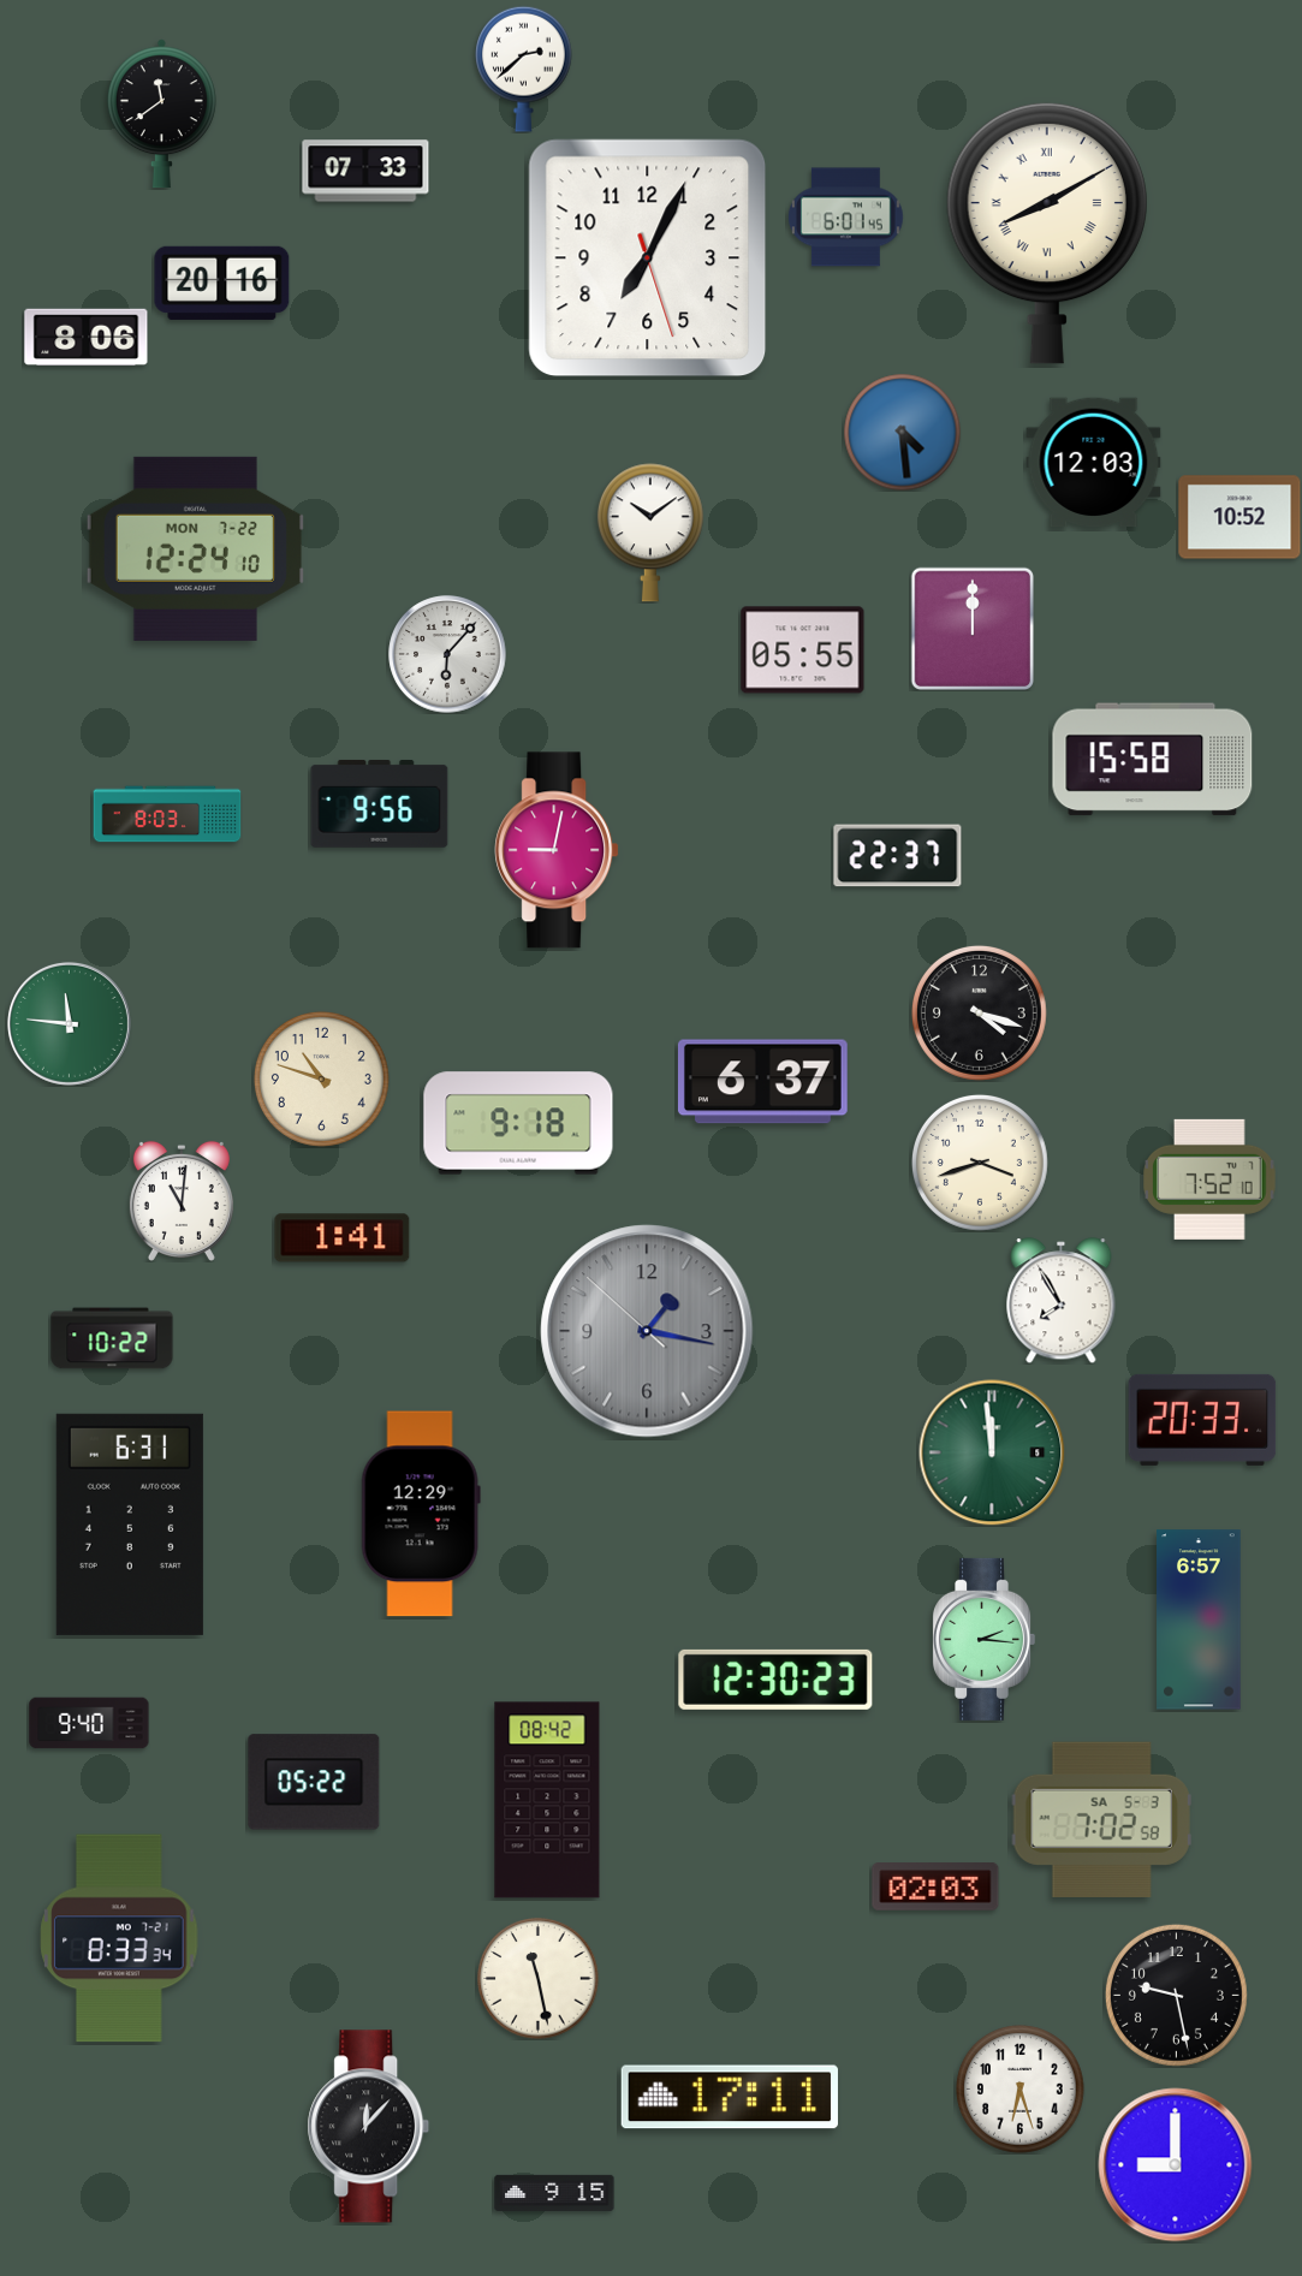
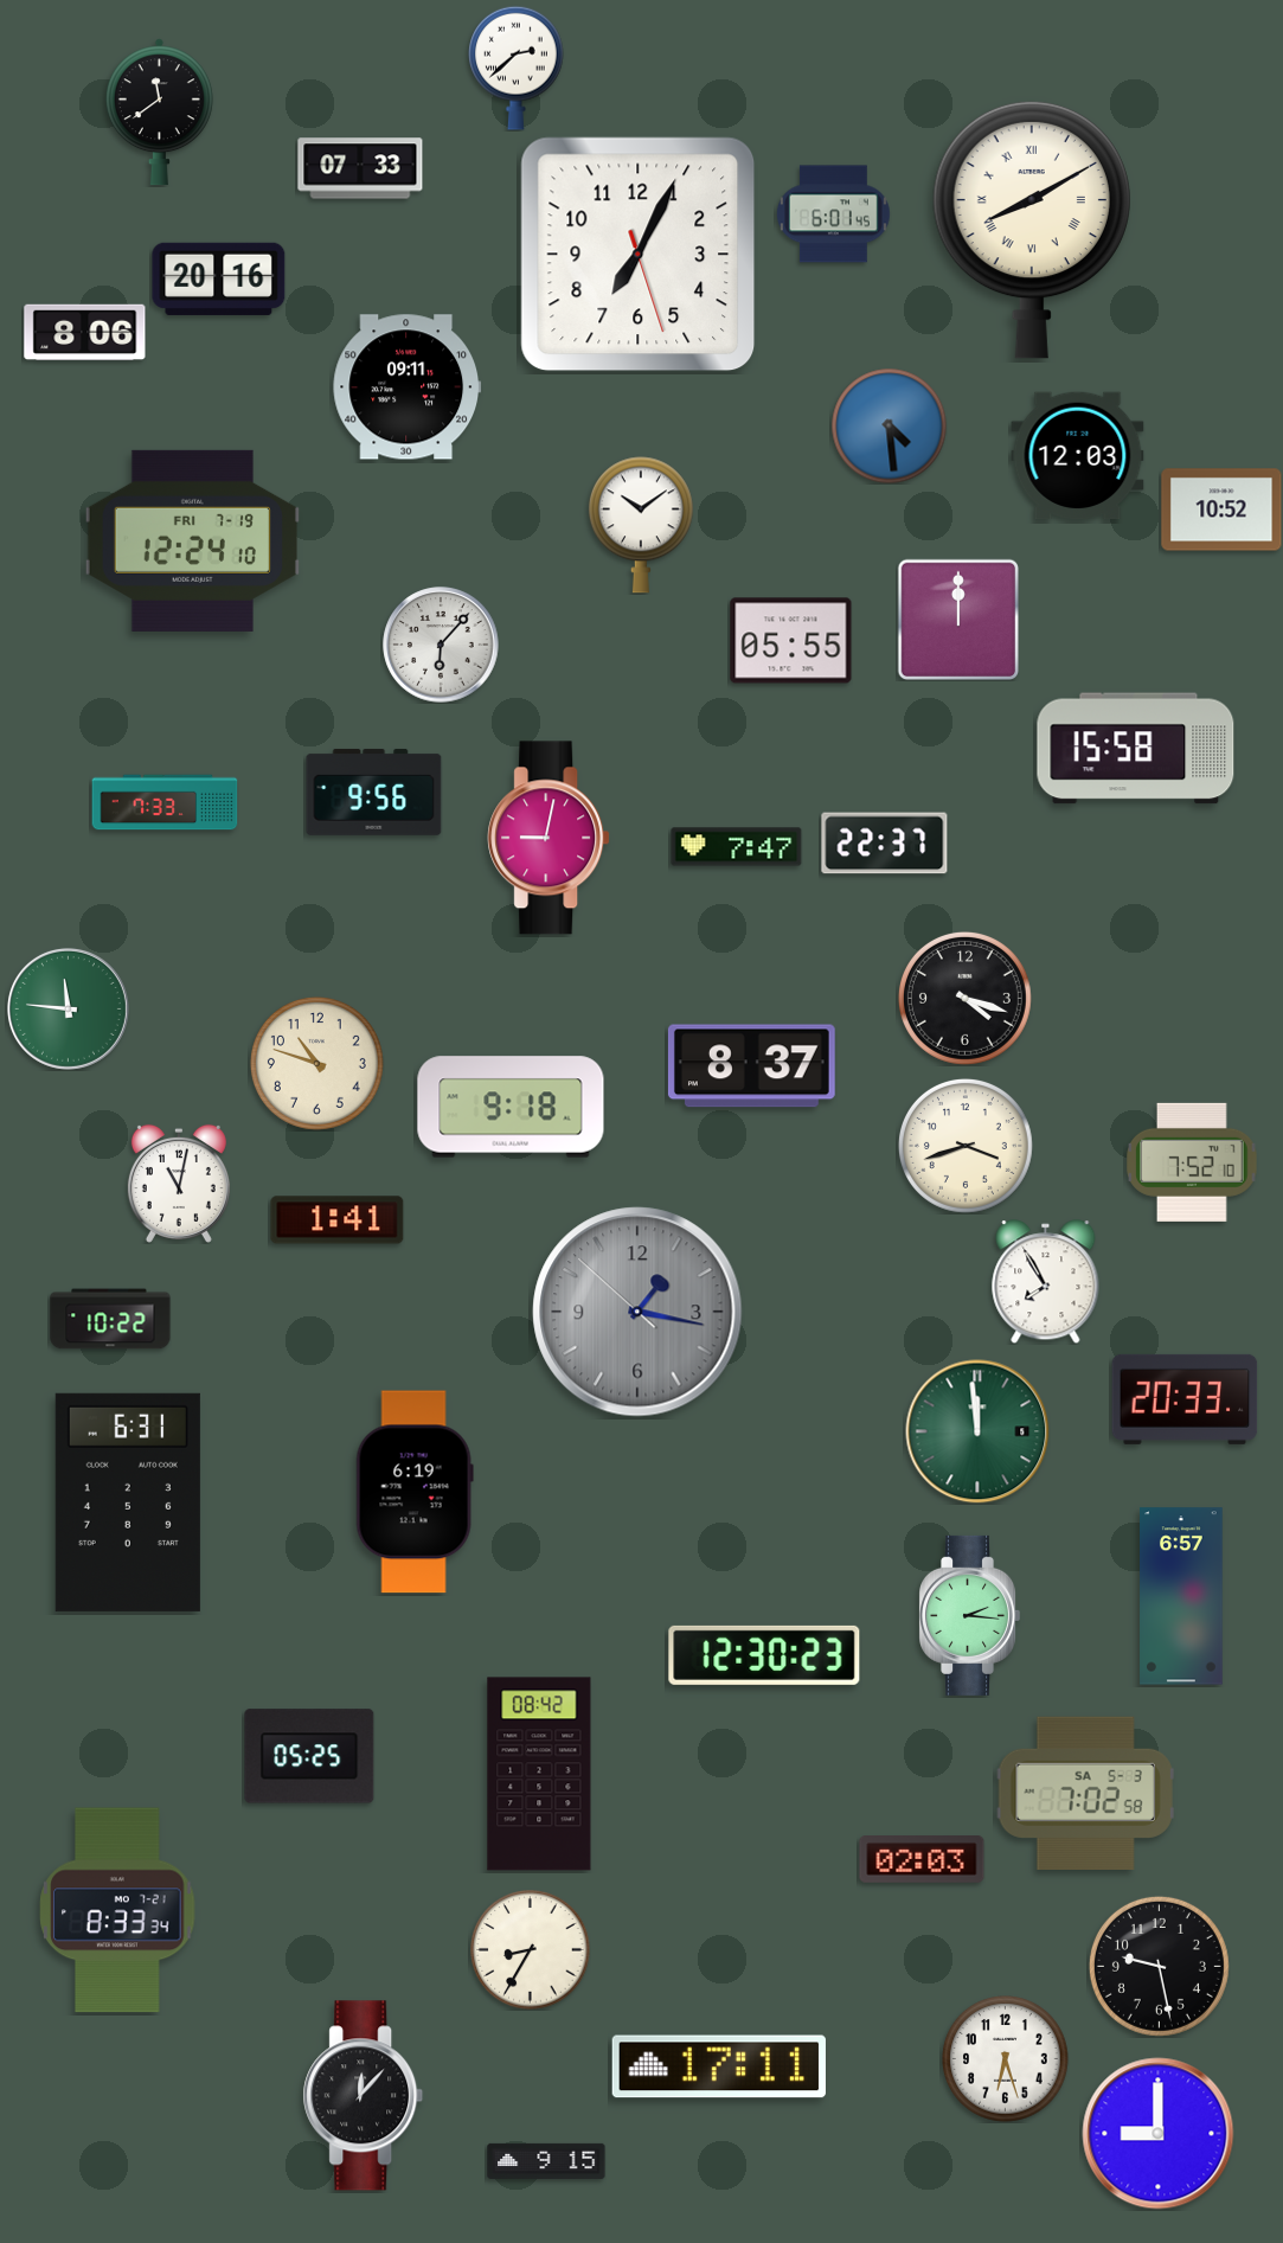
clock at (408, 387): none -> 09:11
clock at (195, 548) date: MON 7-22 -> FRI 7-19
clock at (167, 814): 8:03 -> 7:33
clock at (737, 847): none -> 7:47
clock at (762, 1082): 6:37 -> 8:37
clock at (182, 1201): 11:01 -> 11:02
clock at (421, 1514): 12:29 -> 6:19
clock at (89, 1723): 9:40 -> none
clock at (314, 1782): 05:22 -> 05:25
clock at (539, 1979): 11:28 -> 8:35
